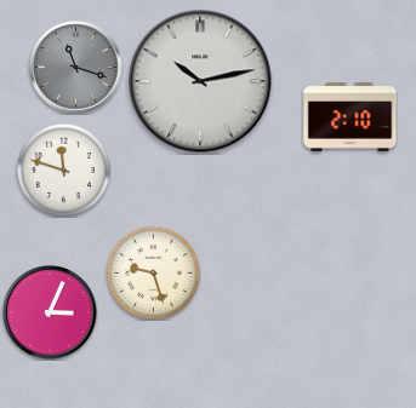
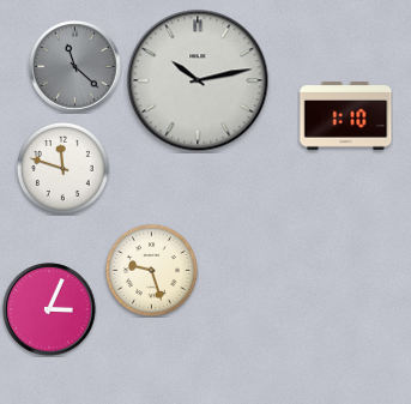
clock at (76, 68): 11:18 -> 11:22
clock at (351, 117): 2:10 -> 1:10
